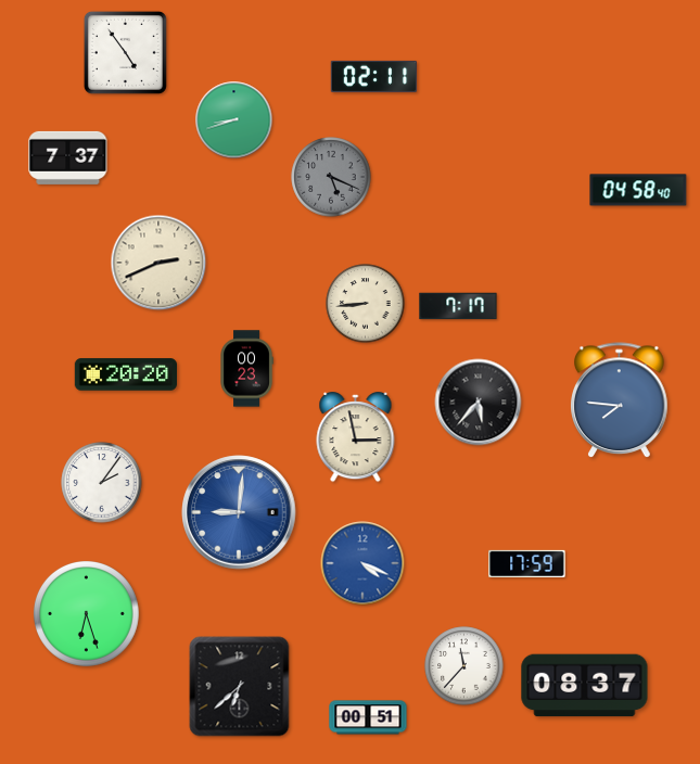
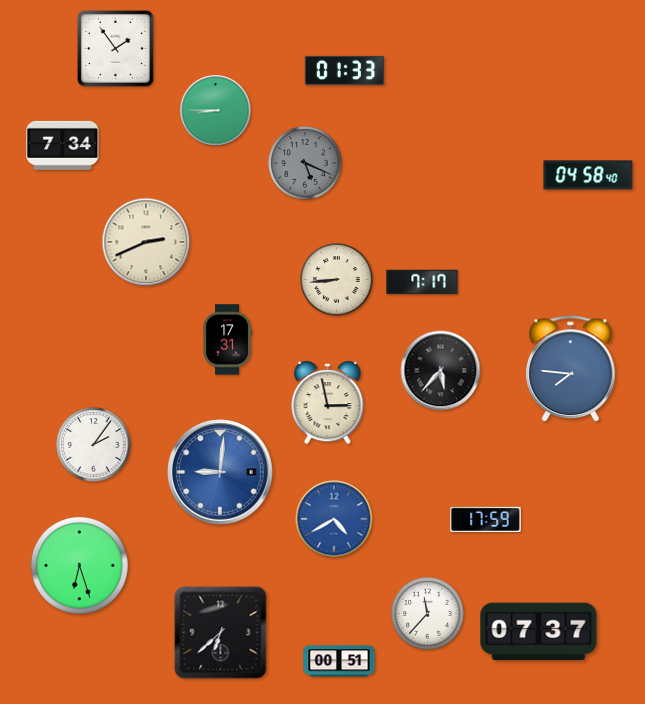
clock at (125, 52): 4:54 -> 1:54
clock at (374, 76): 02:11 -> 01:33
clock at (234, 120): 8:42 -> 8:45
clock at (68, 157): 7:37 -> 7:34
clock at (246, 369): 00:23 -> 17:31
clock at (125, 374): 20:20 -> none
clock at (362, 563): 4:19 -> 4:40
clock at (585, 686): 08:37 -> 07:37
